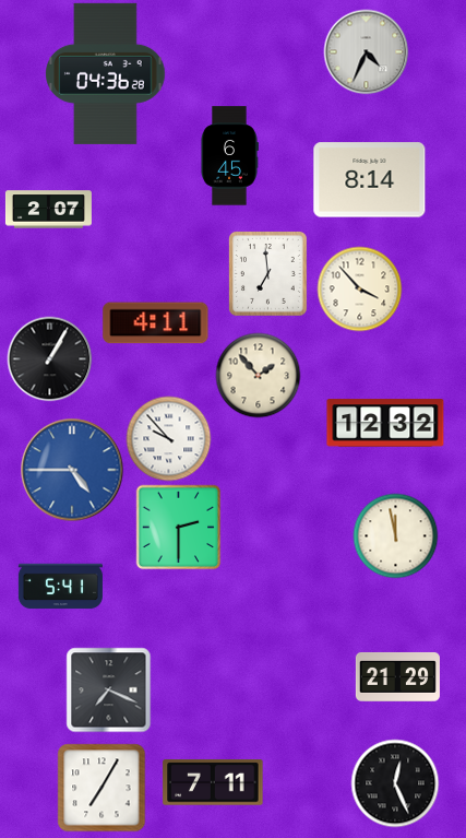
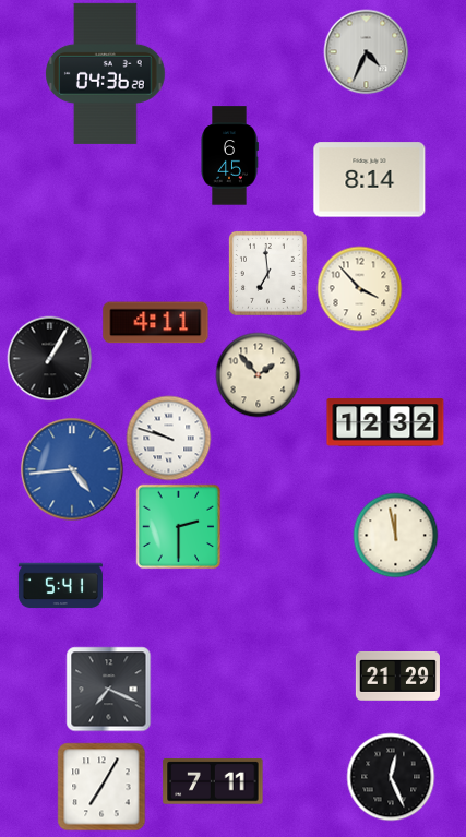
clock at (48, 210): 2:07 -> none
clock at (168, 438): 9:53 -> 9:48
clock at (72, 470): 4:45 -> 4:44
clock at (395, 783) position: (395, 783) -> (391, 777)
